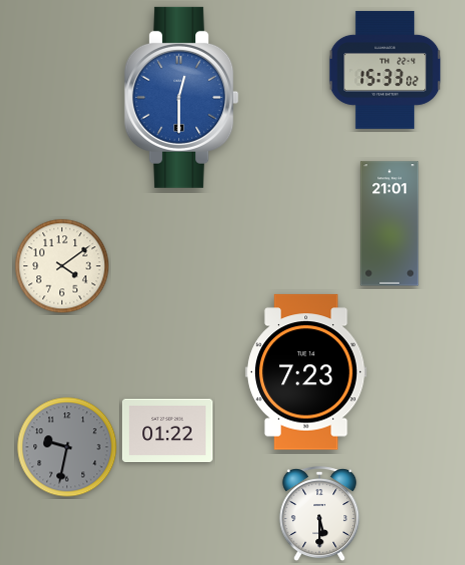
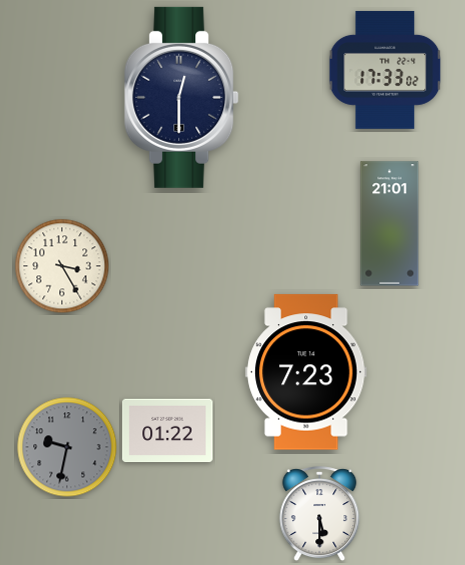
clock at (385, 70): 15:33 -> 17:33
clock at (182, 97) dial: blue -> navy
clock at (62, 266): 4:09 -> 3:25
